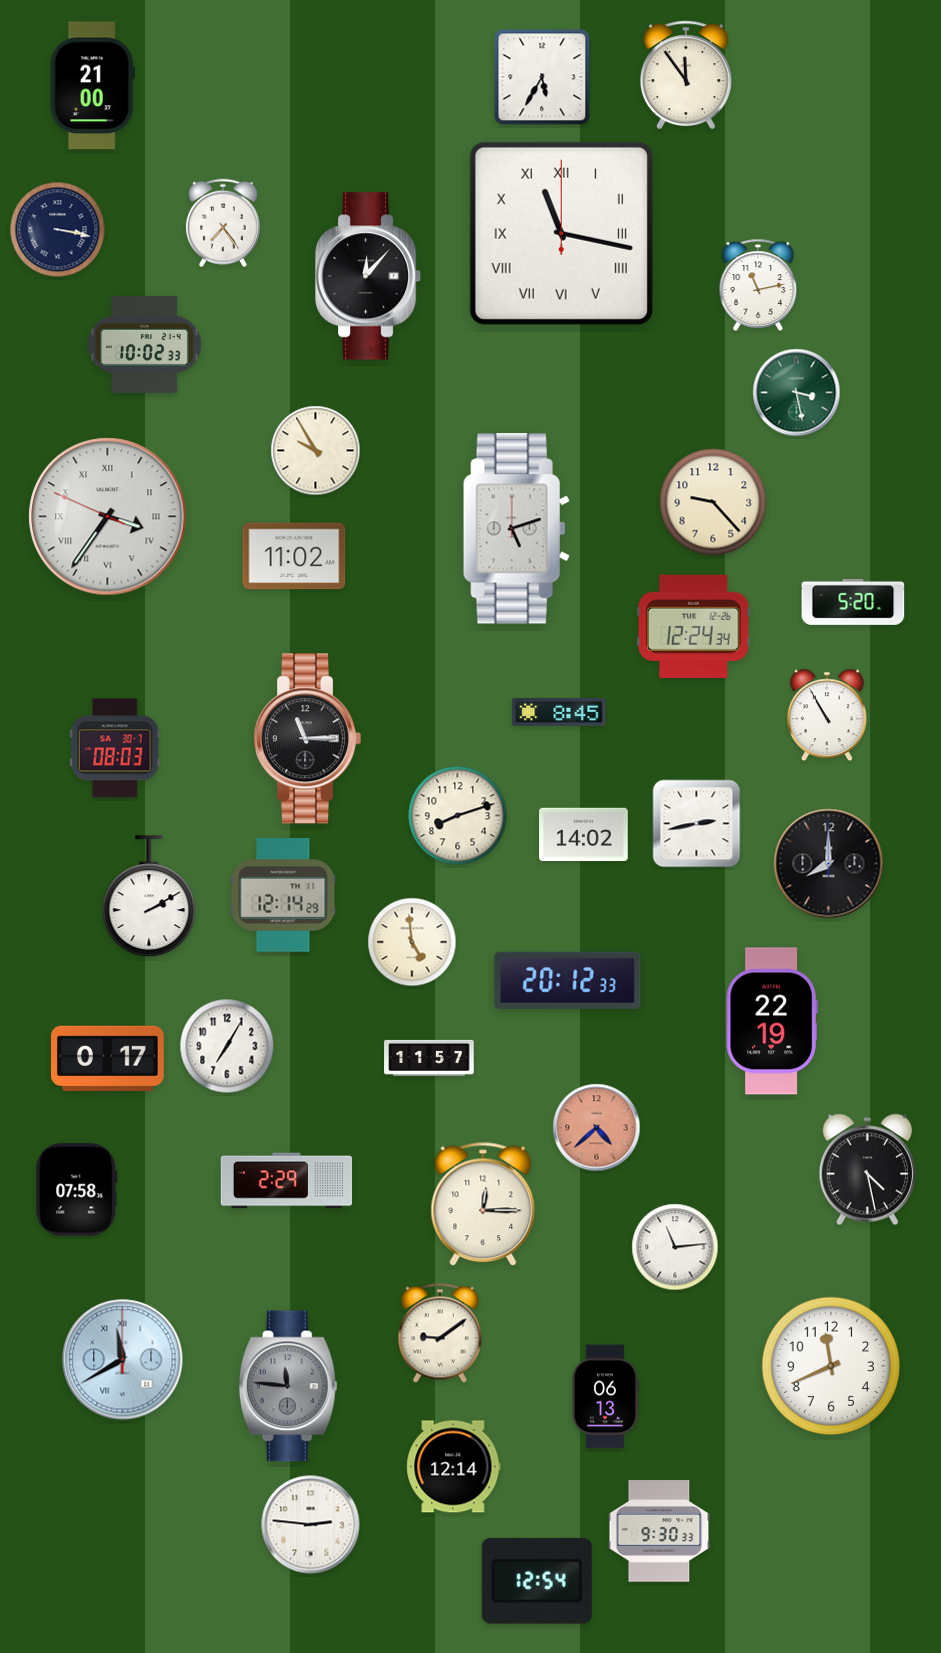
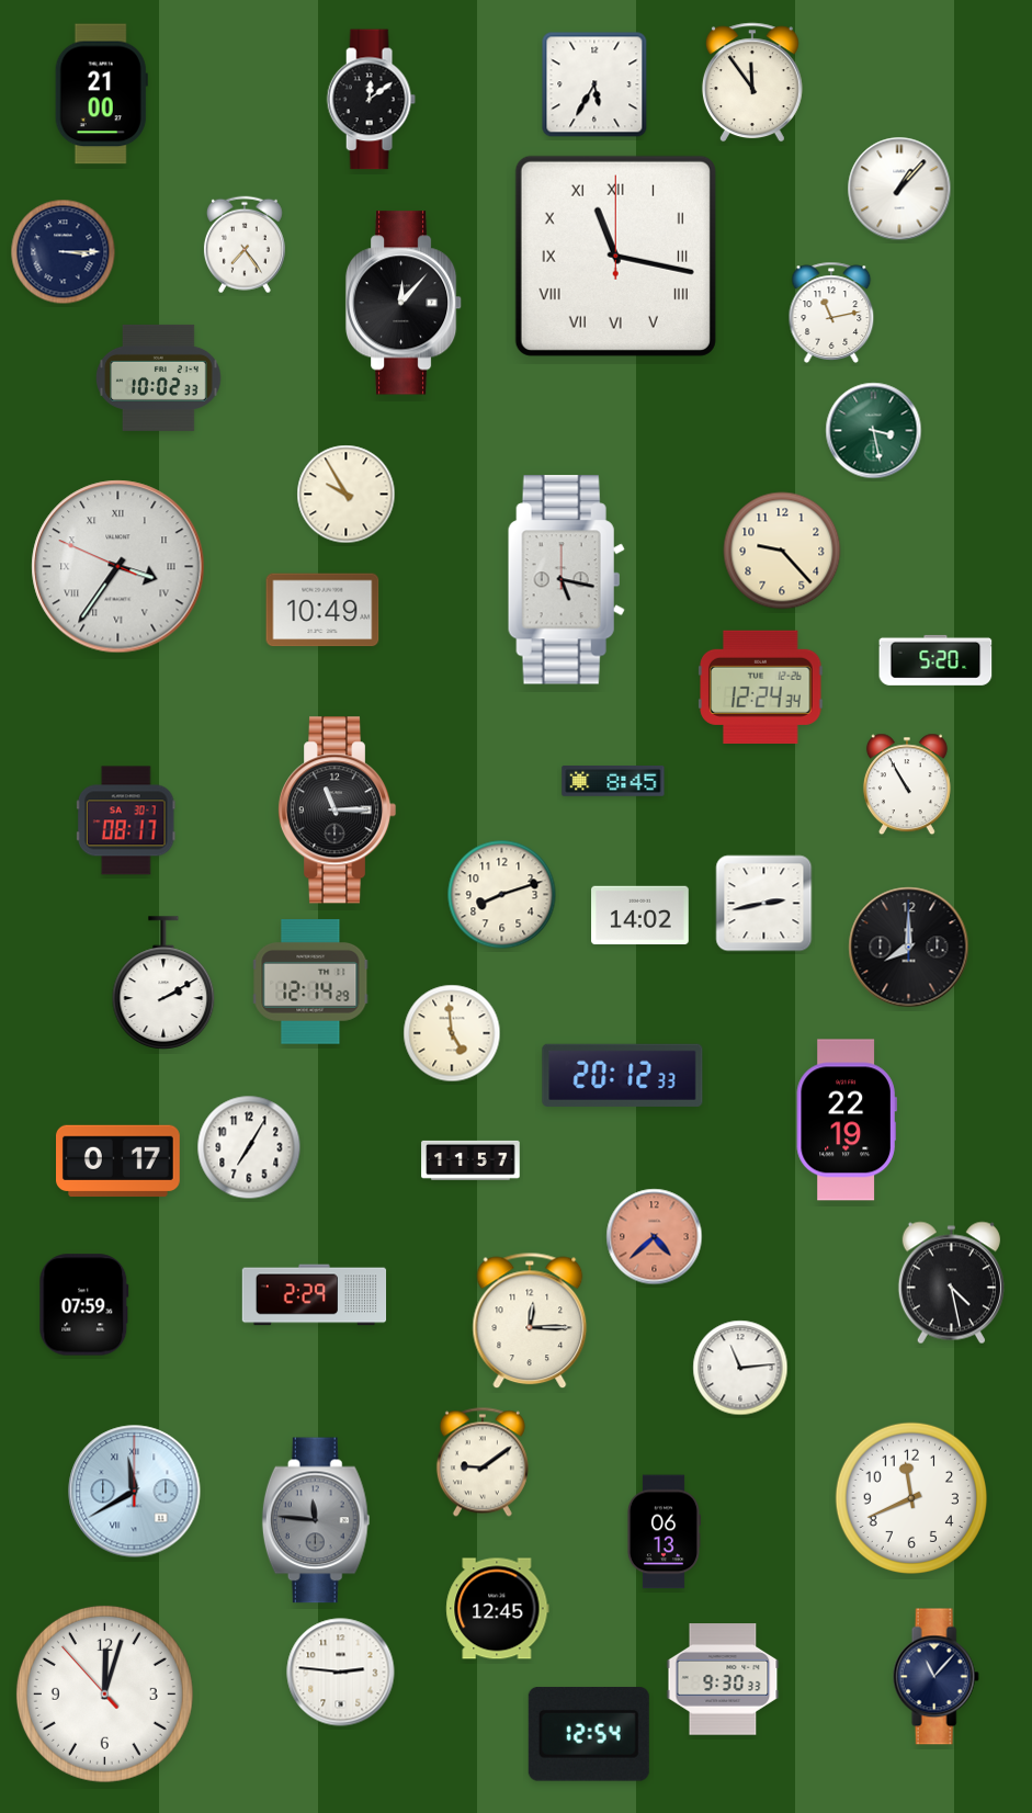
clock at (371, 100): none -> 12:09
clock at (899, 189): none -> 1:07
clock at (58, 230): 3:17 -> 3:15
clock at (516, 529): 5:12 -> 5:17
clock at (294, 556): 11:02 -> 10:49
clock at (115, 748): 08:03 -> 08:17
clock at (77, 1190): 07:58 -> 07:59
clock at (454, 1467): 12:14 -> 12:45
clock at (935, 1677): none -> 11:07
clock at (104, 1693): none -> 12:02
